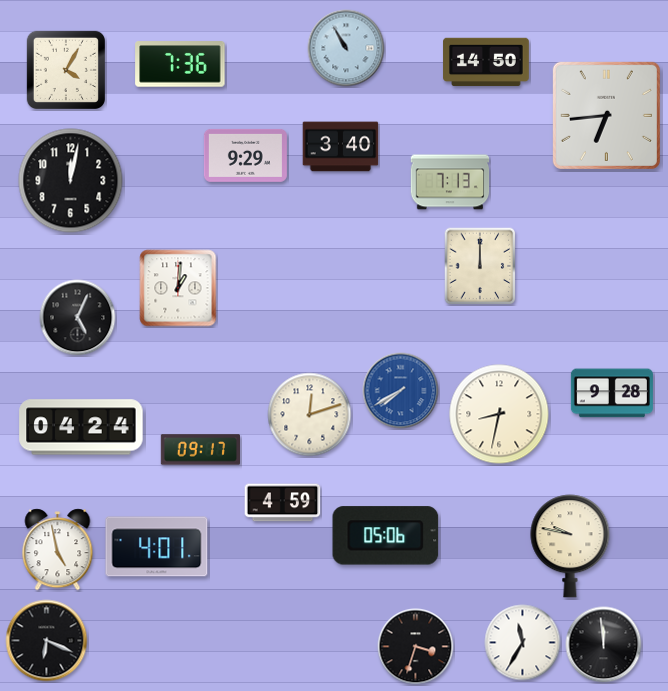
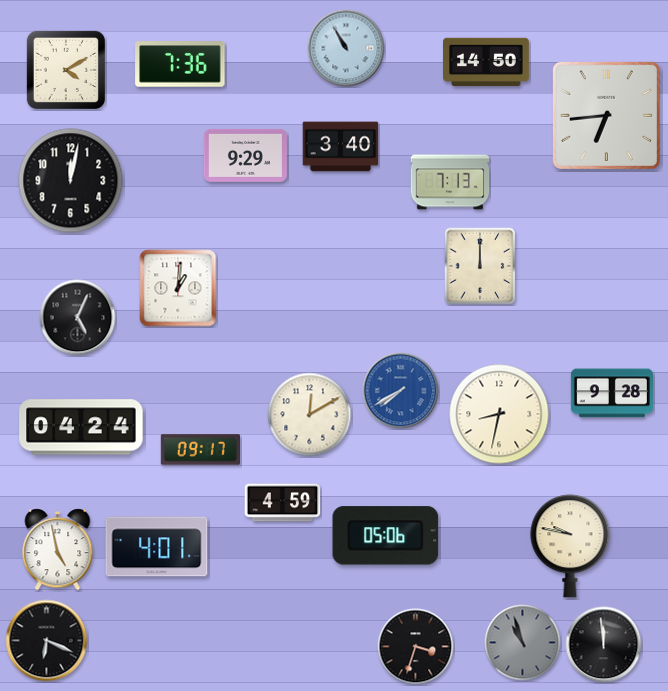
clock at (66, 70): 4:05 -> 4:10
clock at (310, 415): 12:12 -> 12:10
clock at (523, 643): 11:35 -> 10:57
clock at (523, 643) dial: white -> grey
